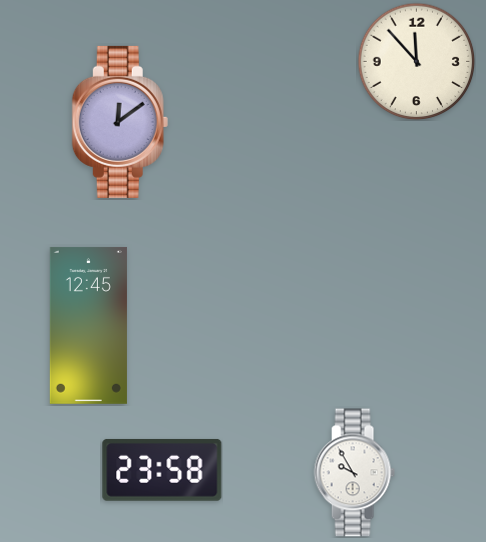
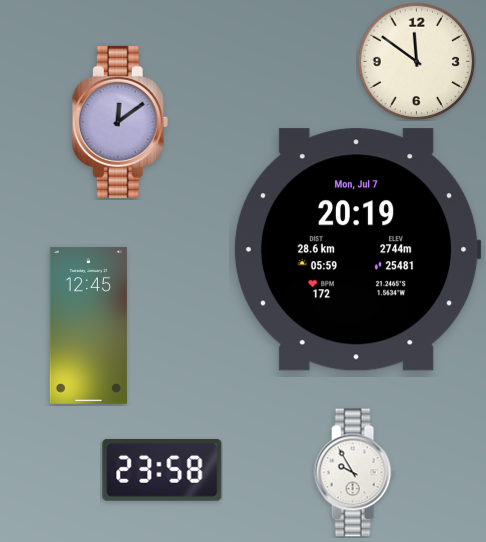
clock at (416, 61): 11:53 -> 11:51
clock at (357, 250): none -> 20:19
